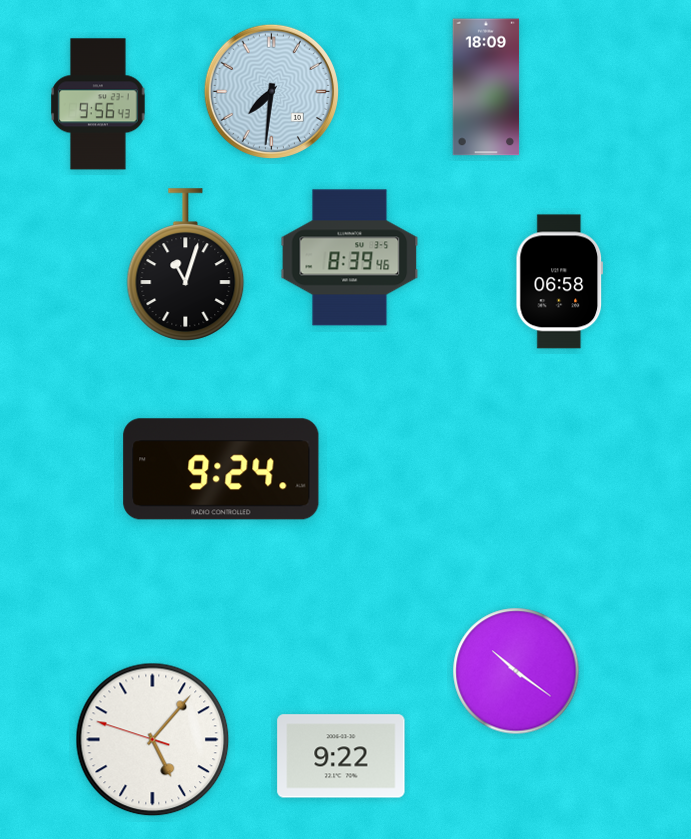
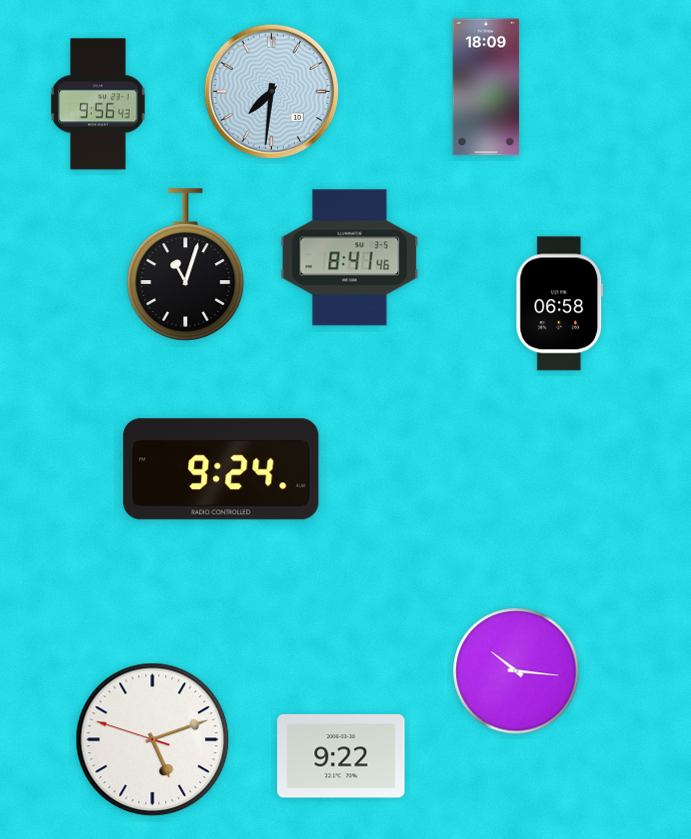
clock at (350, 258): 8:39 -> 8:41
clock at (560, 282) position: (560, 282) -> (560, 304)
clock at (516, 671): 10:21 -> 10:16
clock at (153, 740): 5:06 -> 5:11
